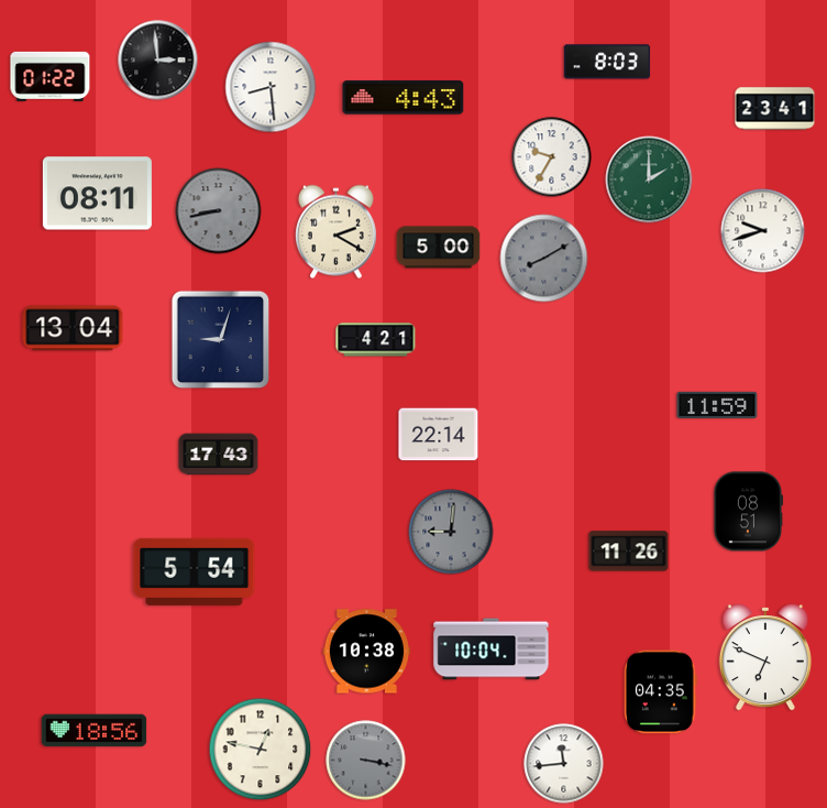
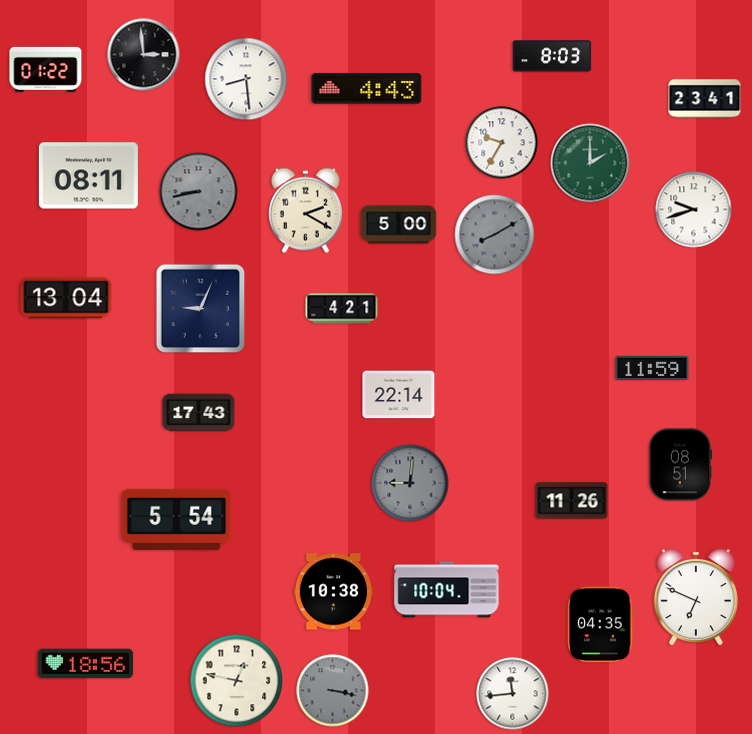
clock at (221, 340): 9:03 -> 9:04
clock at (660, 692) position: (660, 692) -> (600, 625)
